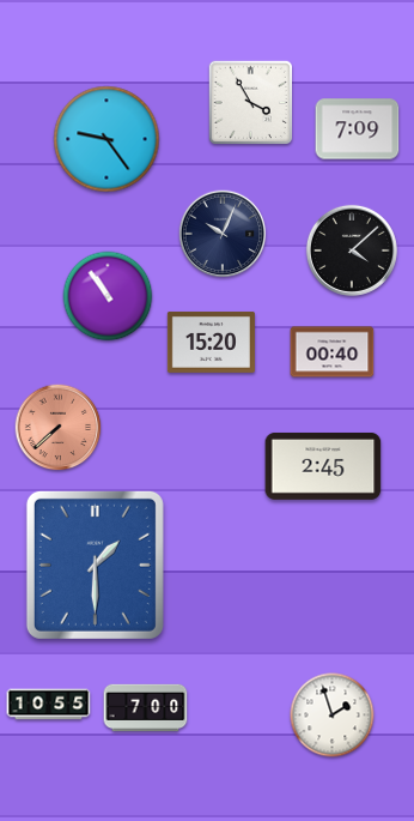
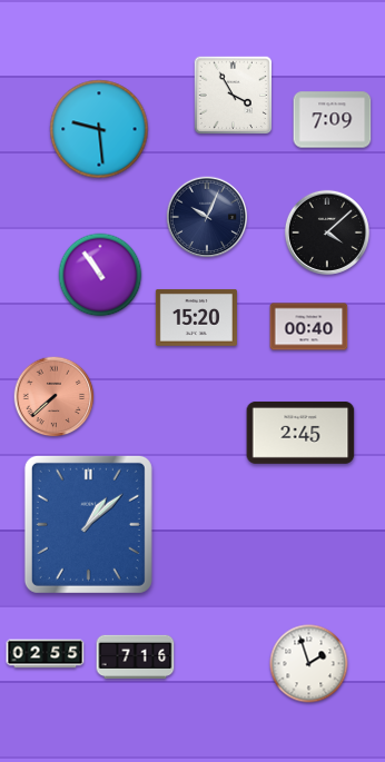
clock at (106, 139): 9:24 -> 9:29
clock at (95, 565): 1:30 -> 1:08
clock at (49, 705): 10:55 -> 02:55
clock at (146, 708): 7:00 -> 7:16
